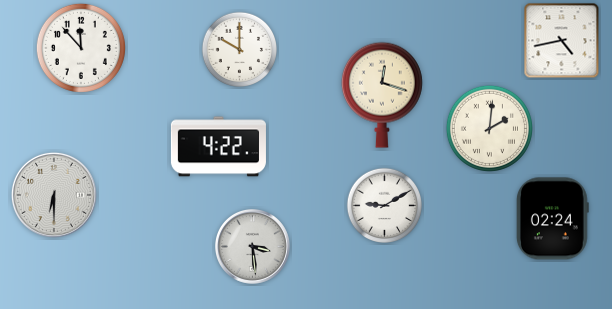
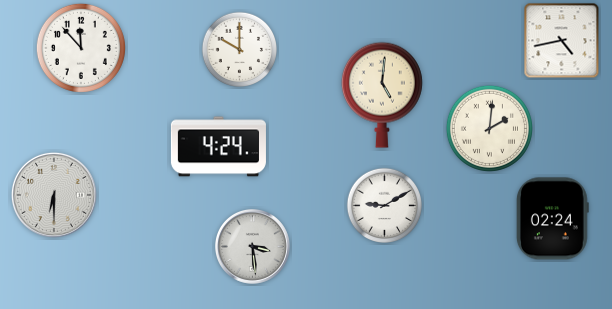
clock at (382, 95): 12:18 -> 5:01
clock at (218, 147): 4:22 -> 4:24
